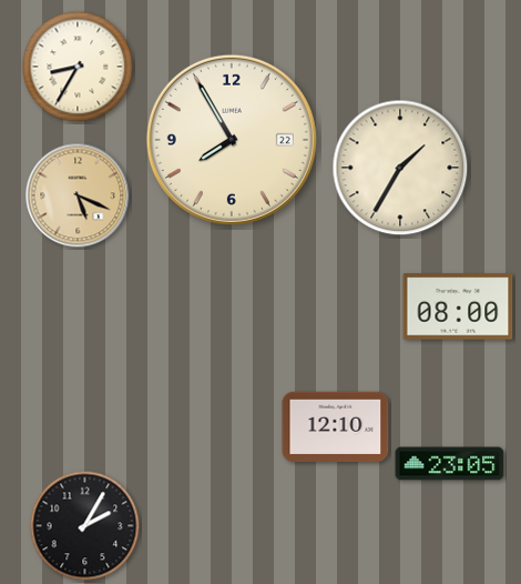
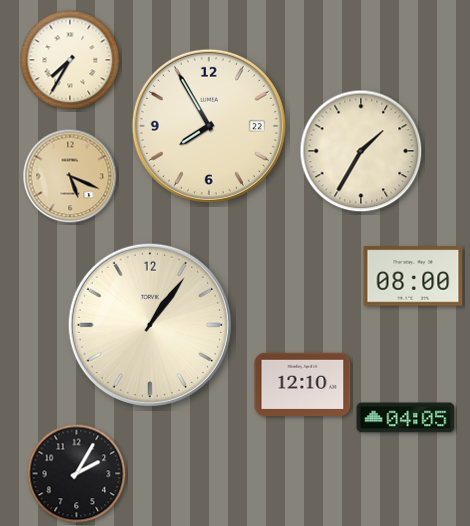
clock at (78, 67): 8:35 -> 7:35
clock at (150, 325): none -> 1:06
clock at (450, 464): 23:05 -> 04:05
